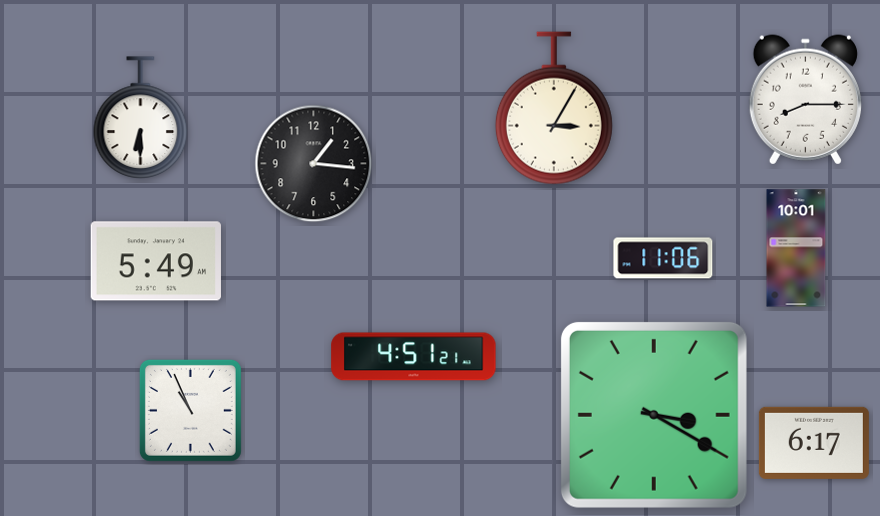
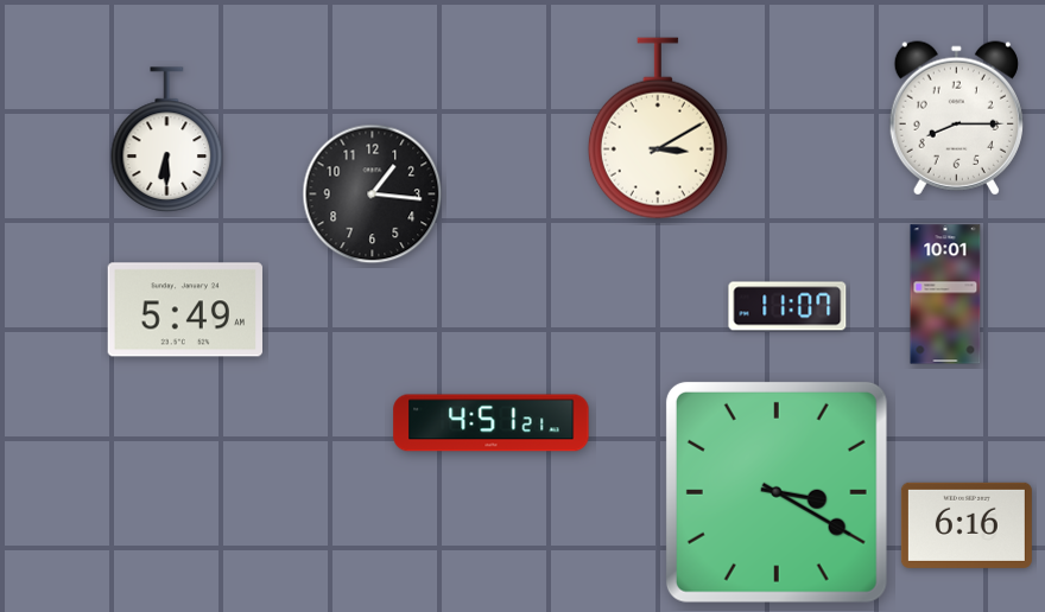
clock at (554, 108): 3:05 -> 3:10
clock at (663, 258): 11:06 -> 11:07
clock at (190, 410): 10:56 -> none
clock at (814, 443): 6:17 -> 6:16
